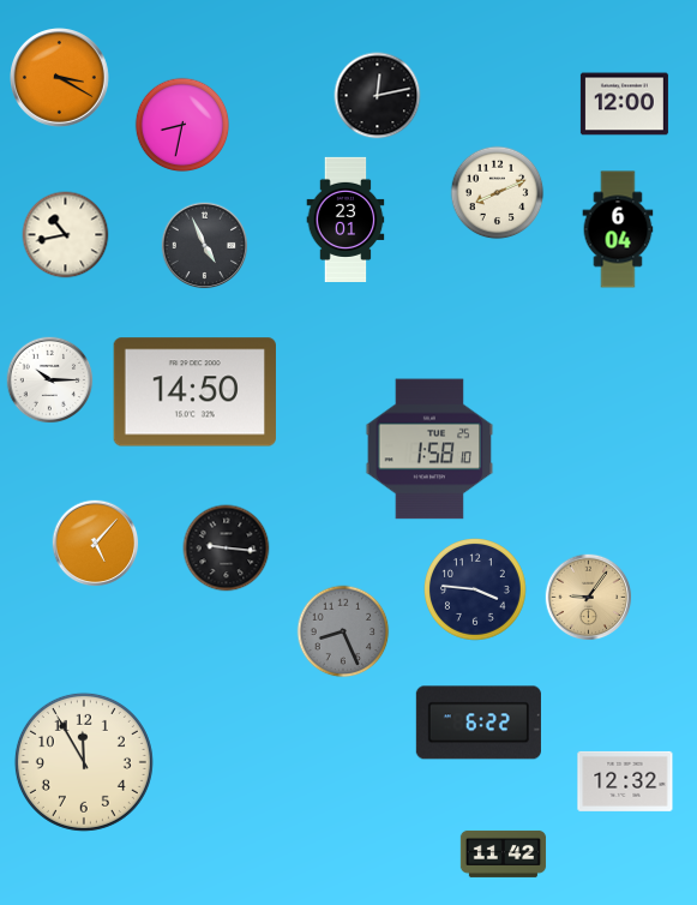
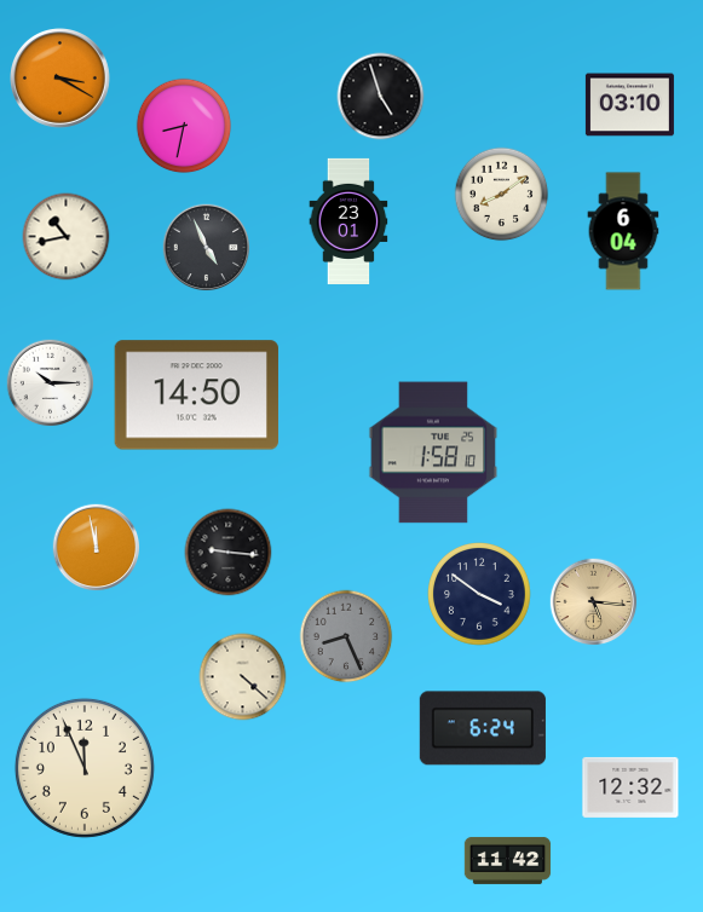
clock at (378, 96): 12:13 -> 4:57
clock at (624, 104): 12:00 -> 03:10
clock at (498, 193): 8:11 -> 8:09
clock at (96, 544): 5:07 -> 11:58
clock at (476, 591): 3:46 -> 3:51
clock at (589, 598): 9:06 -> 5:16
clock at (243, 677): none -> 4:22
clock at (479, 723): 6:22 -> 6:24
clock at (84, 762): 11:55 -> 11:56
